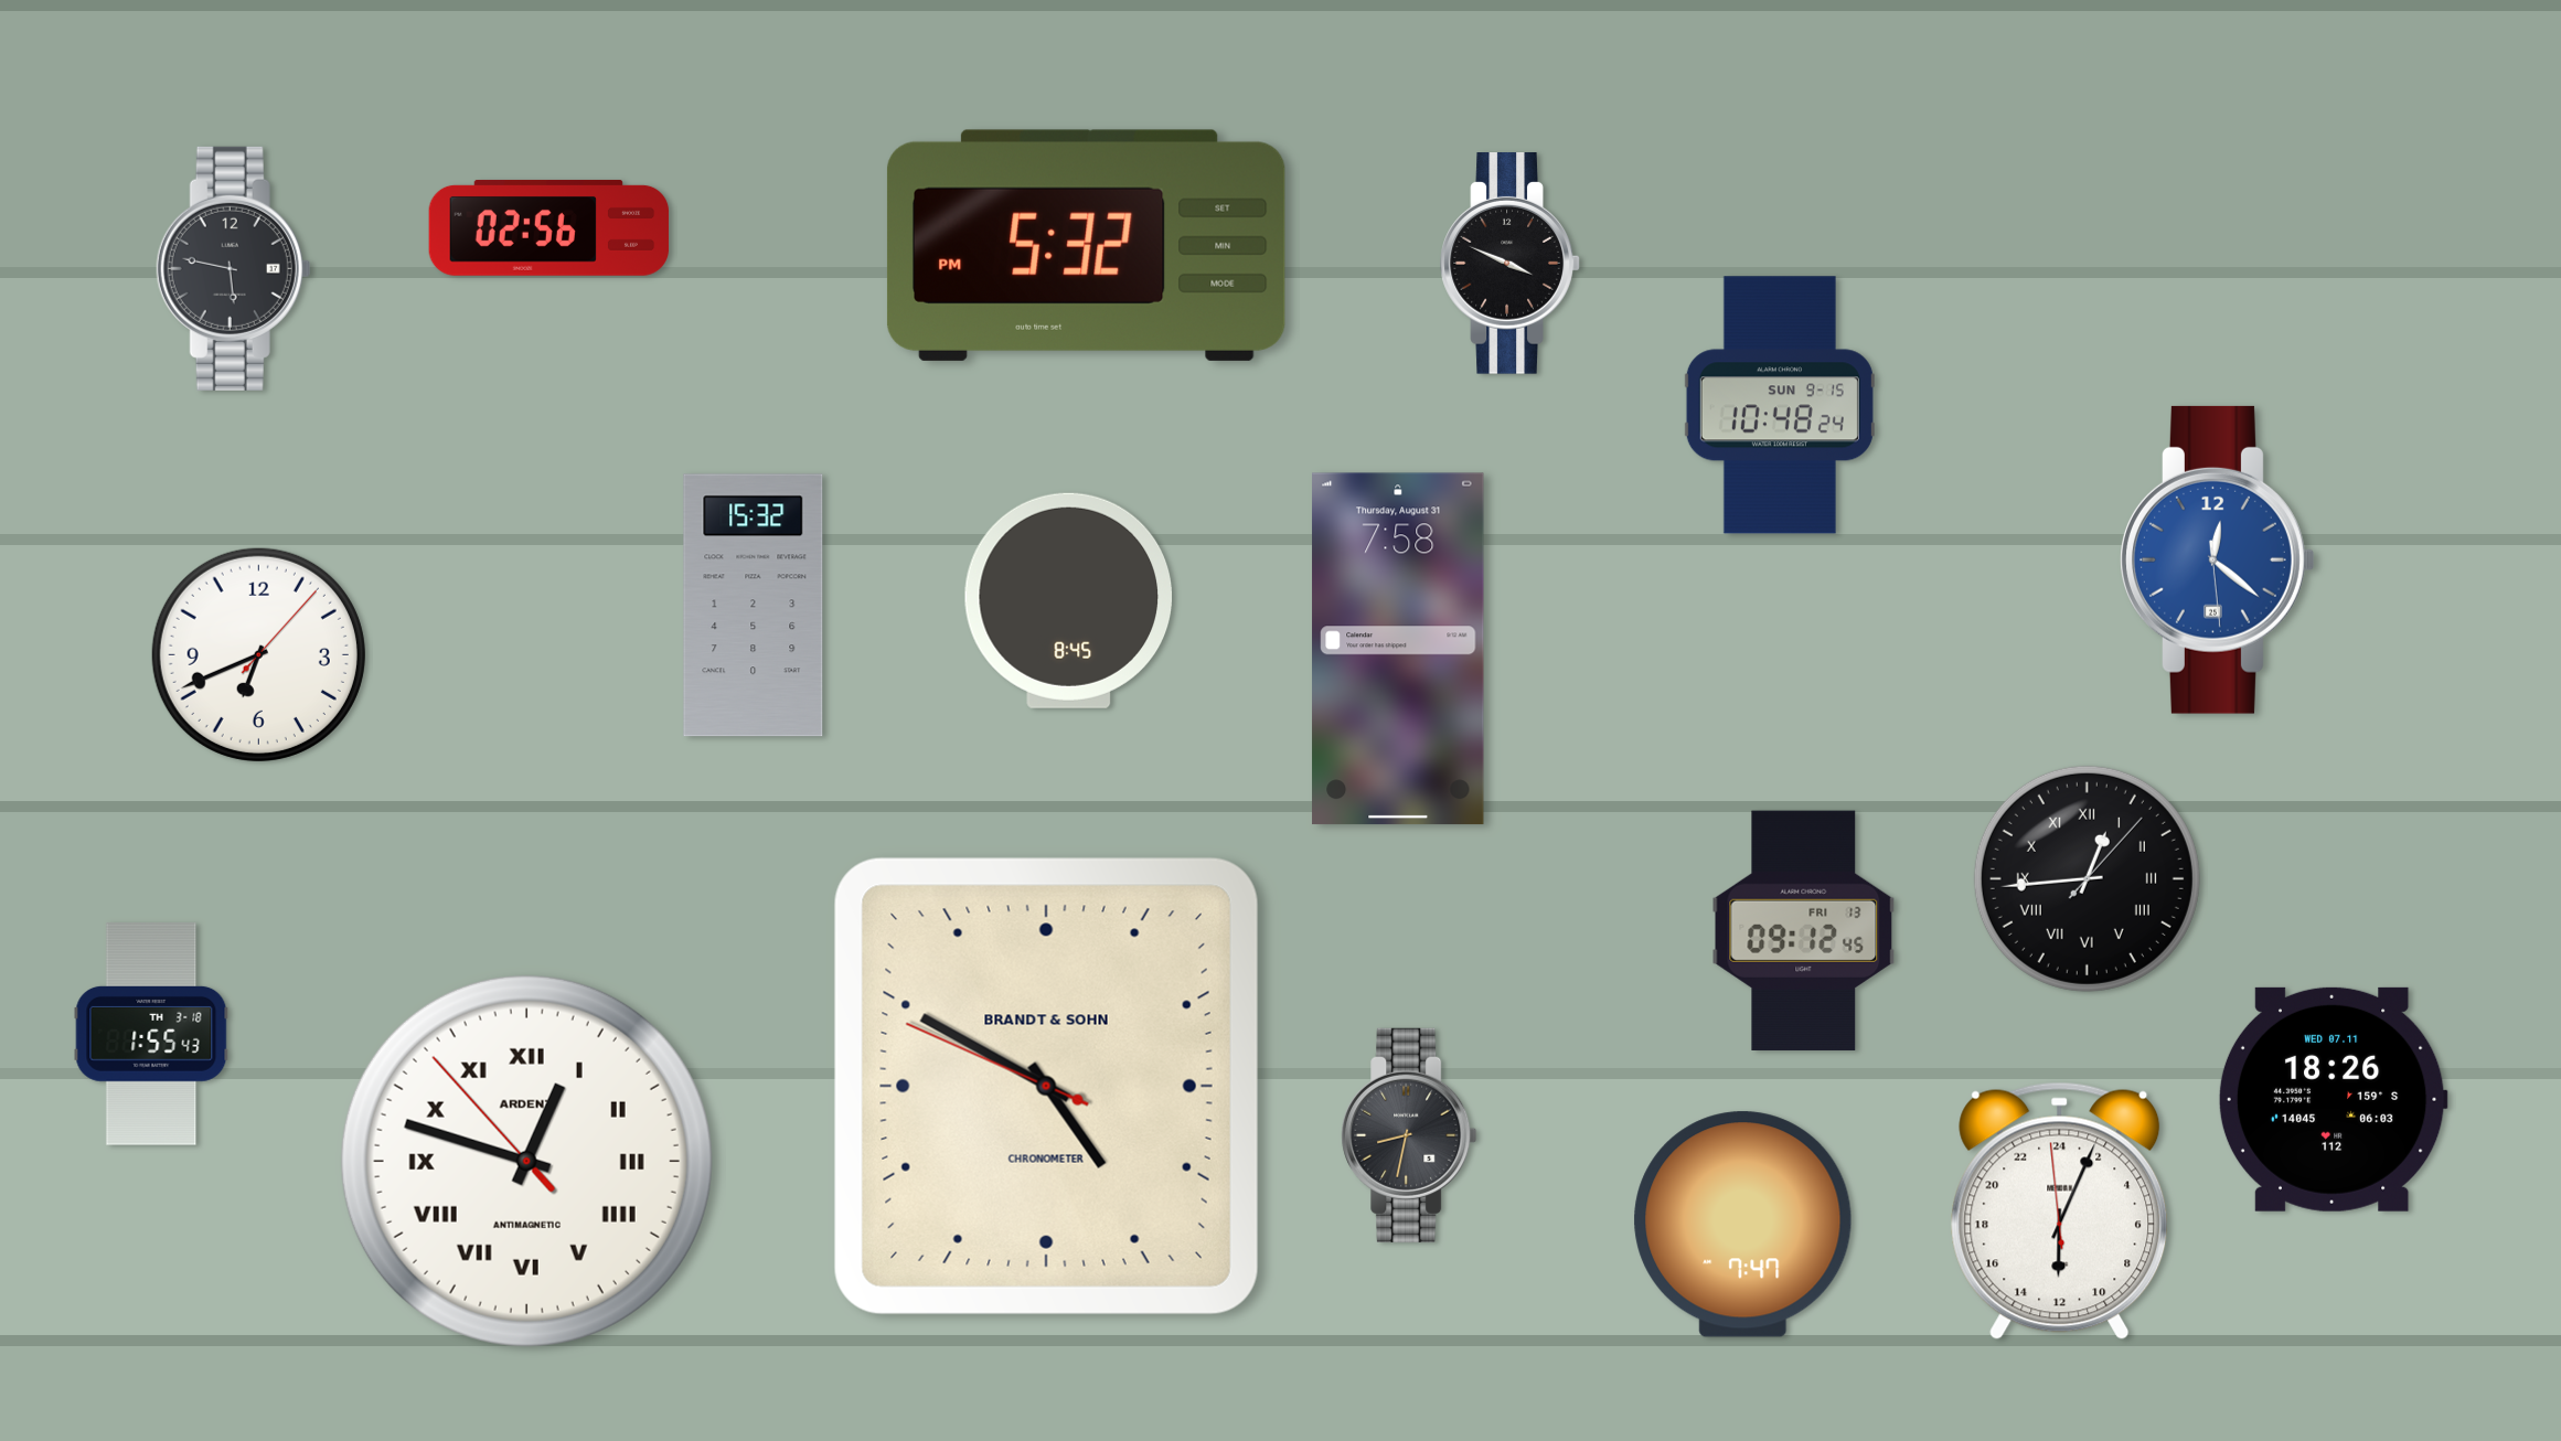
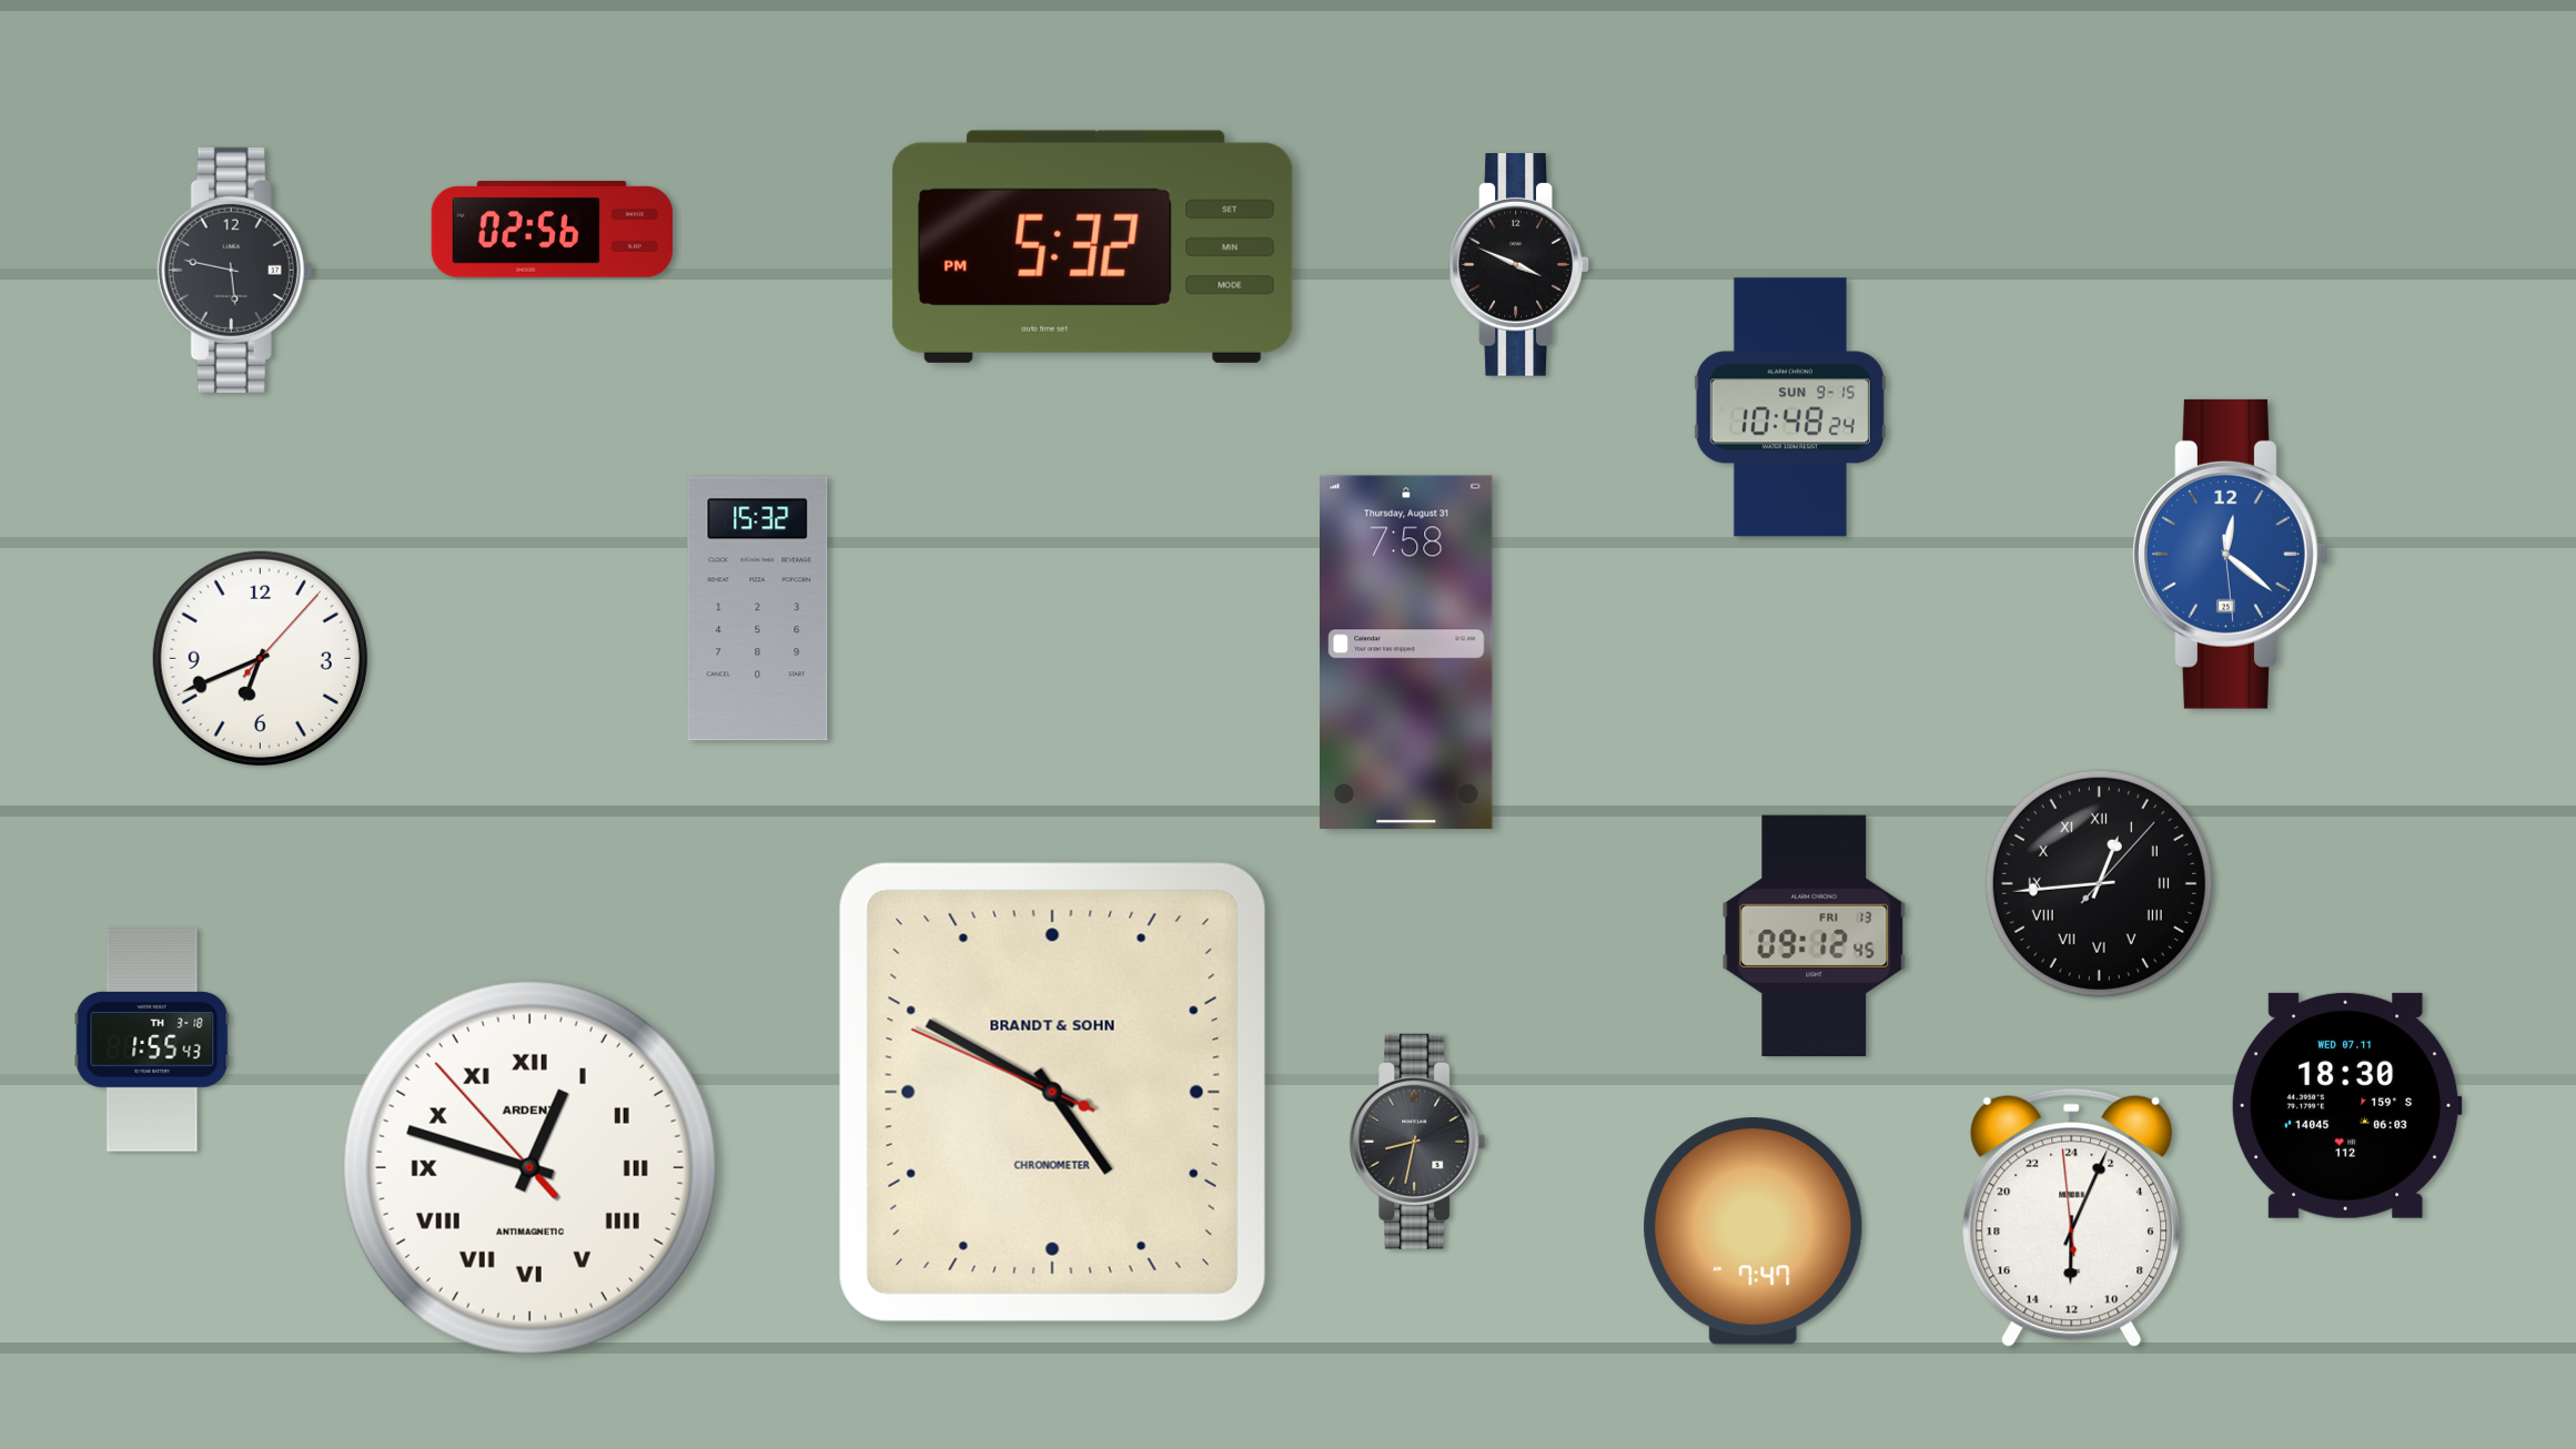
clock at (2218, 559) position: (2218, 559) -> (2231, 554)
clock at (1068, 600): 8:45 -> none
clock at (2333, 1099): 18:26 -> 18:30
